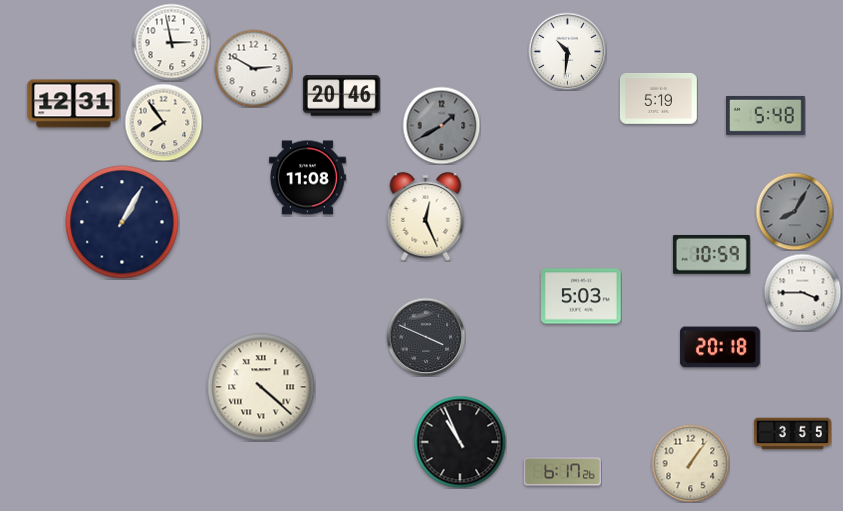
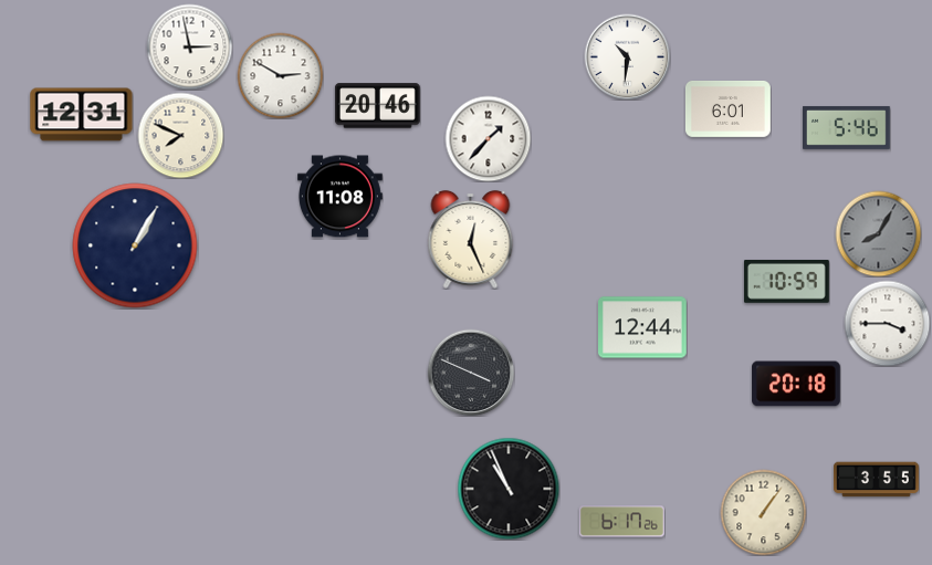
clock at (658, 98): 5:19 -> 6:01
clock at (766, 115): 5:48 -> 5:46
clock at (163, 122): 7:54 -> 7:49
clock at (441, 125): 1:40 -> 1:37
clock at (441, 125) dial: grey -> white
clock at (582, 296): 5:03 -> 12:44
clock at (261, 387): 4:22 -> none
